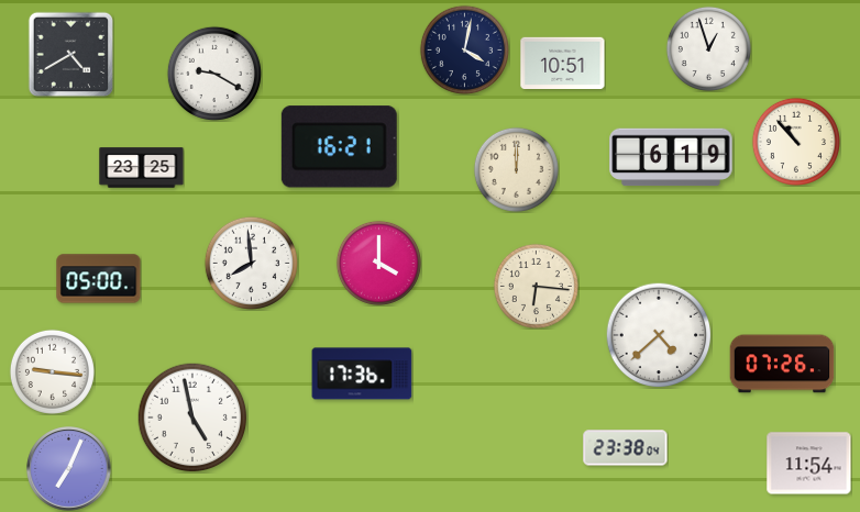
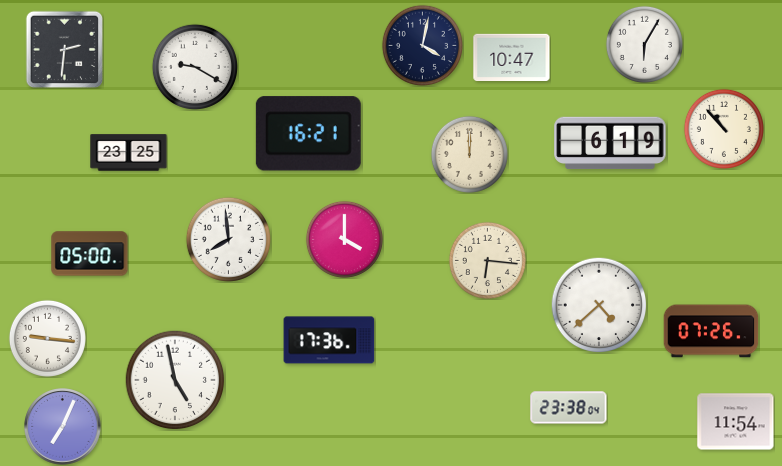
clock at (708, 48): 12:57 -> 6:05
clock at (70, 54): 4:40 -> 2:31
clock at (563, 63): 10:51 -> 10:47
